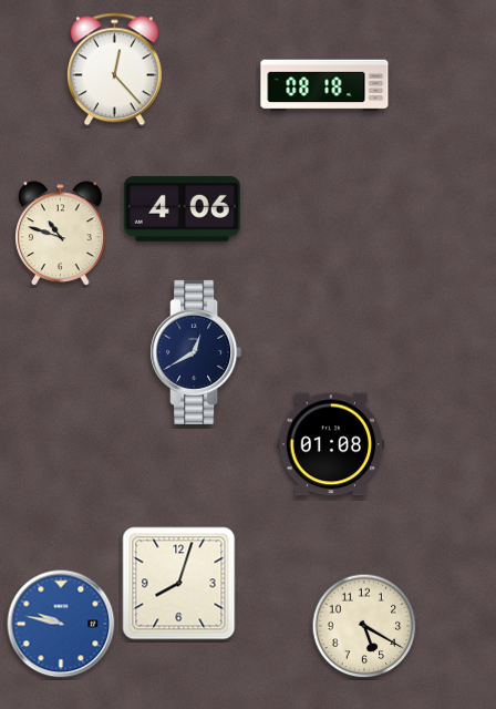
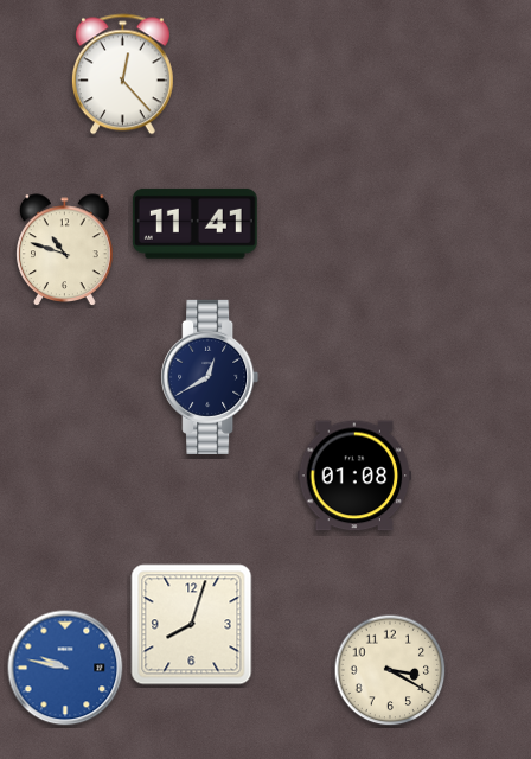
clock at (324, 85): 08:18 -> none
clock at (182, 208): 4:06 -> 11:41
clock at (364, 626): 5:20 -> 3:20
